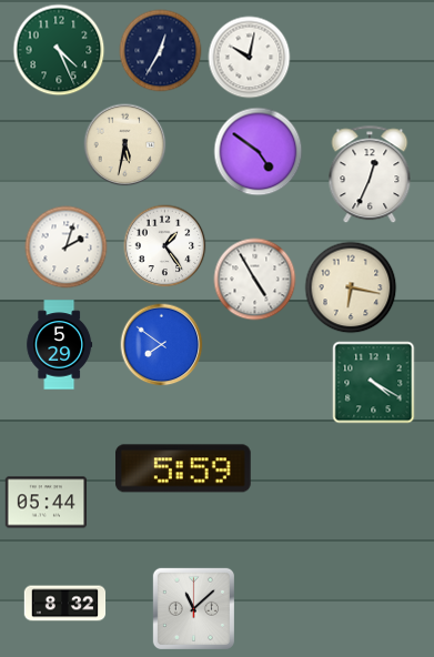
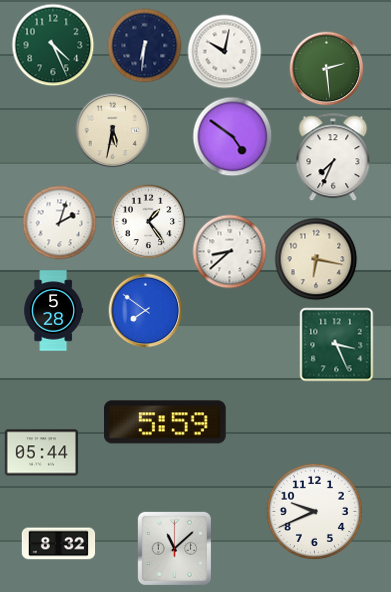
clock at (161, 51): 12:35 -> 6:31
clock at (327, 69): none -> 2:29
clock at (370, 175): 12:34 -> 7:34
clock at (255, 280): 4:55 -> 8:38
clock at (60, 345): 5:29 -> 5:28
clock at (374, 383): 4:20 -> 3:26
clock at (314, 511): none -> 9:41
